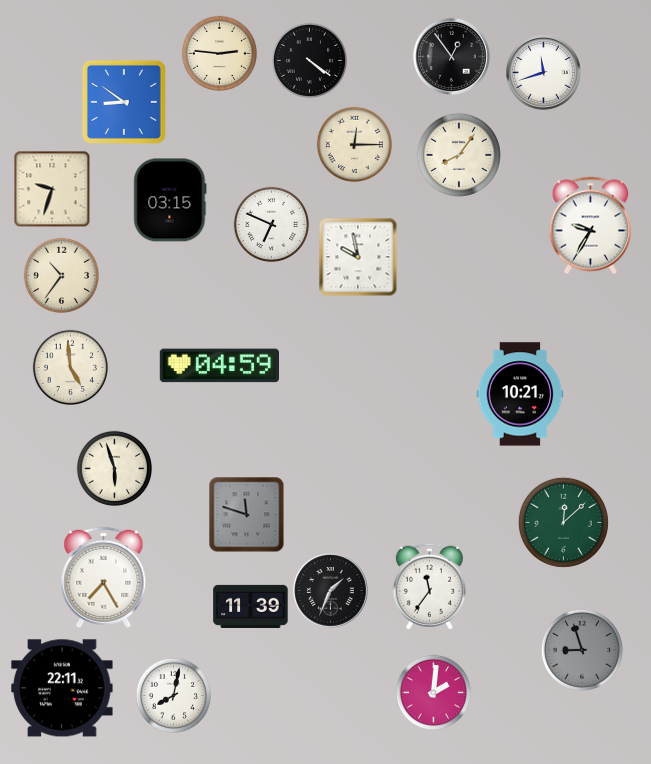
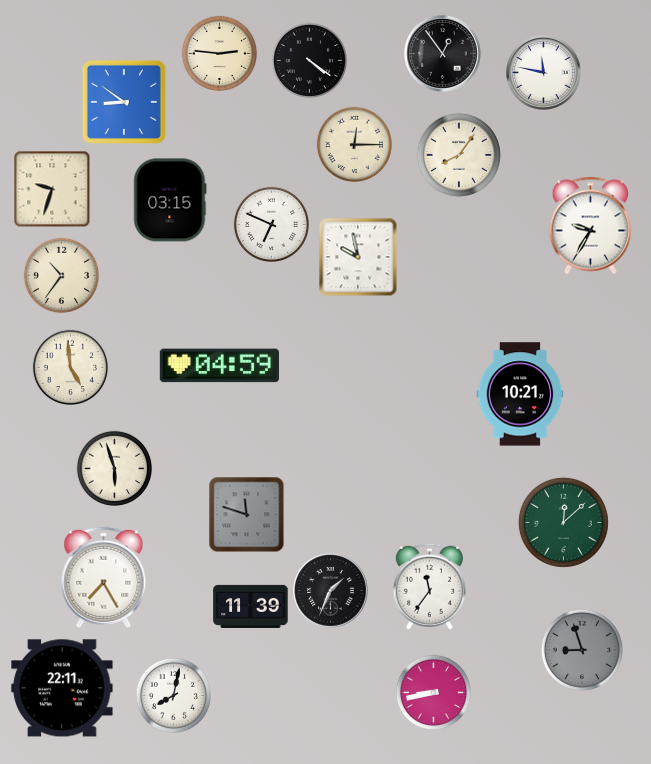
clock at (452, 57) position: (452, 57) -> (443, 54)
clock at (544, 73): 11:42 -> 11:47
clock at (433, 692): 2:01 -> 8:43
